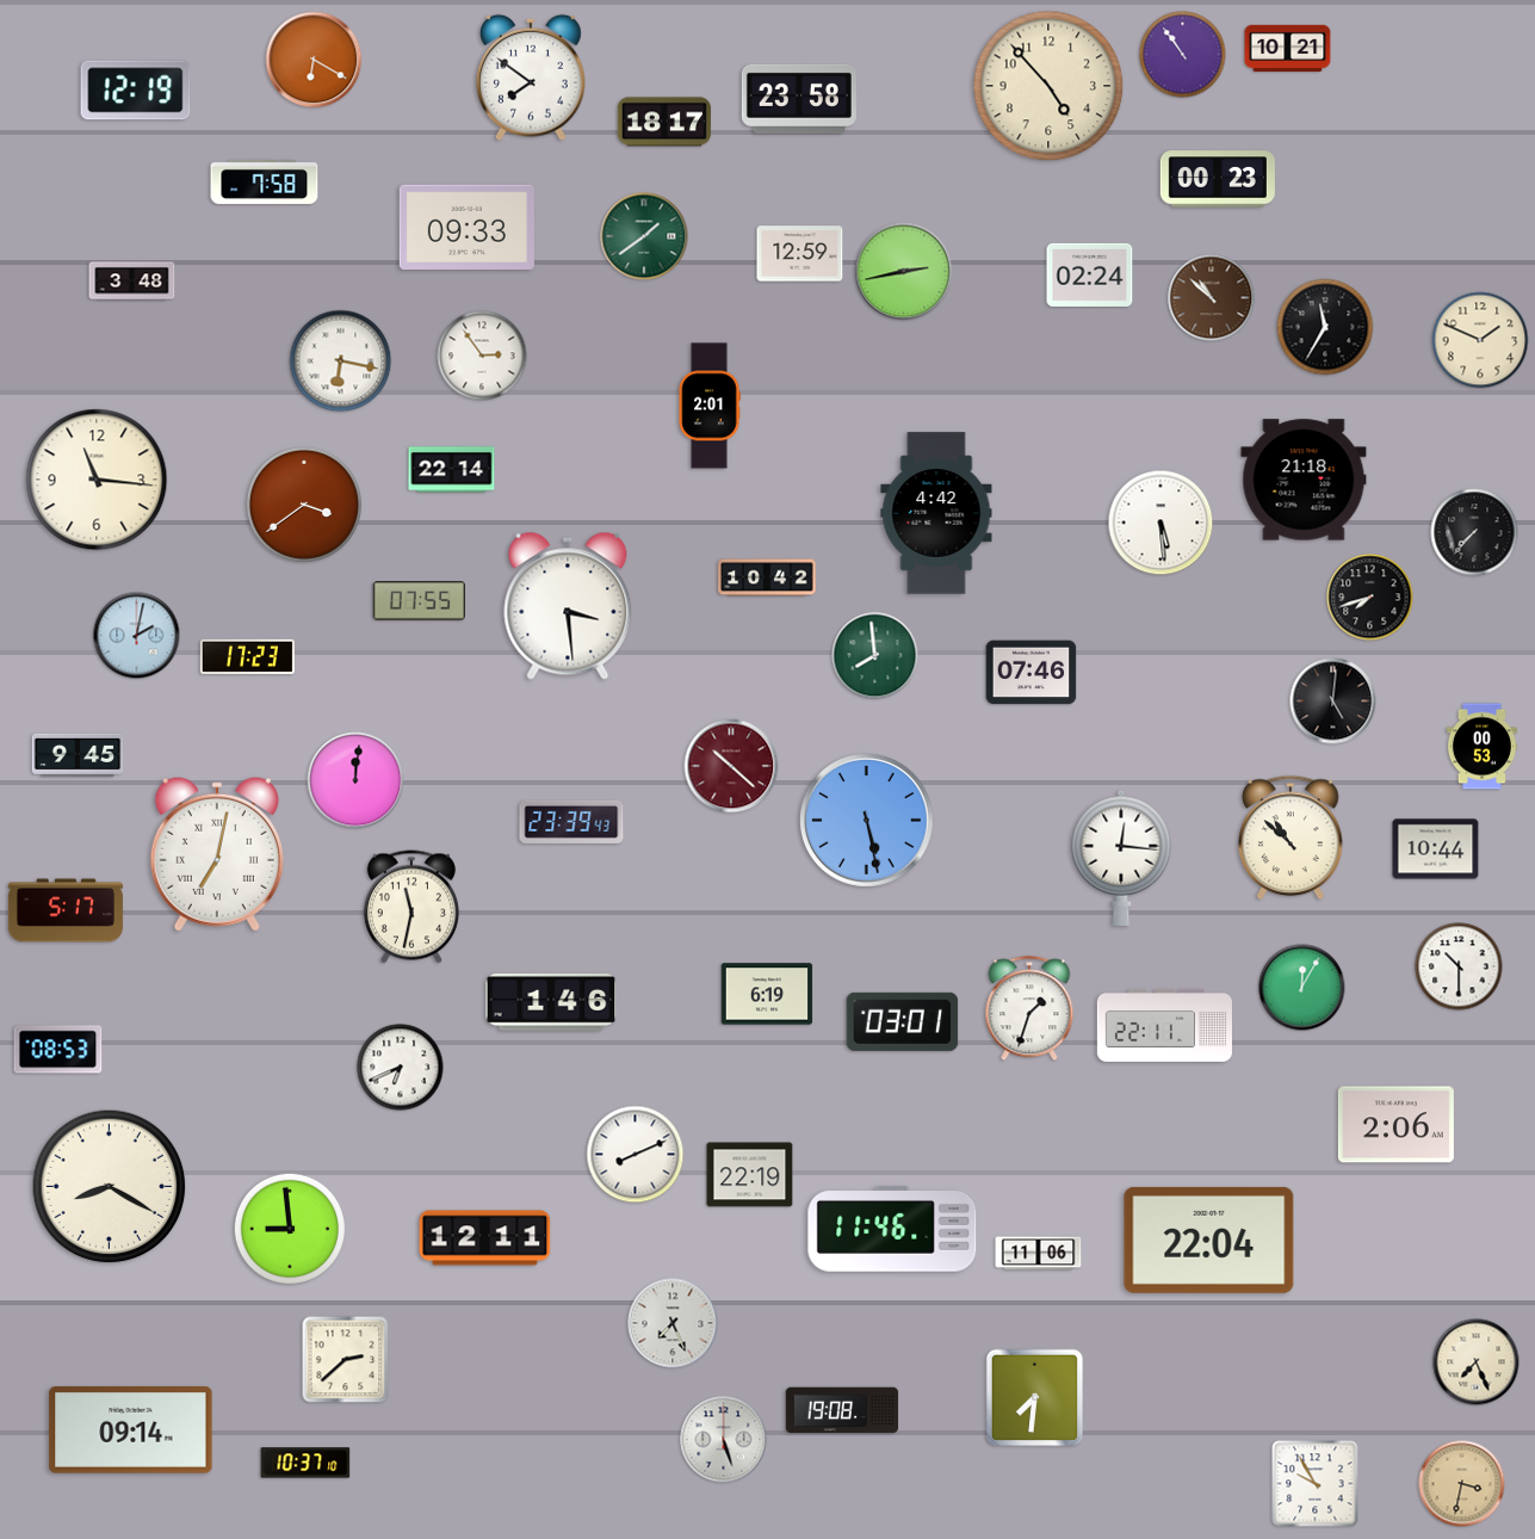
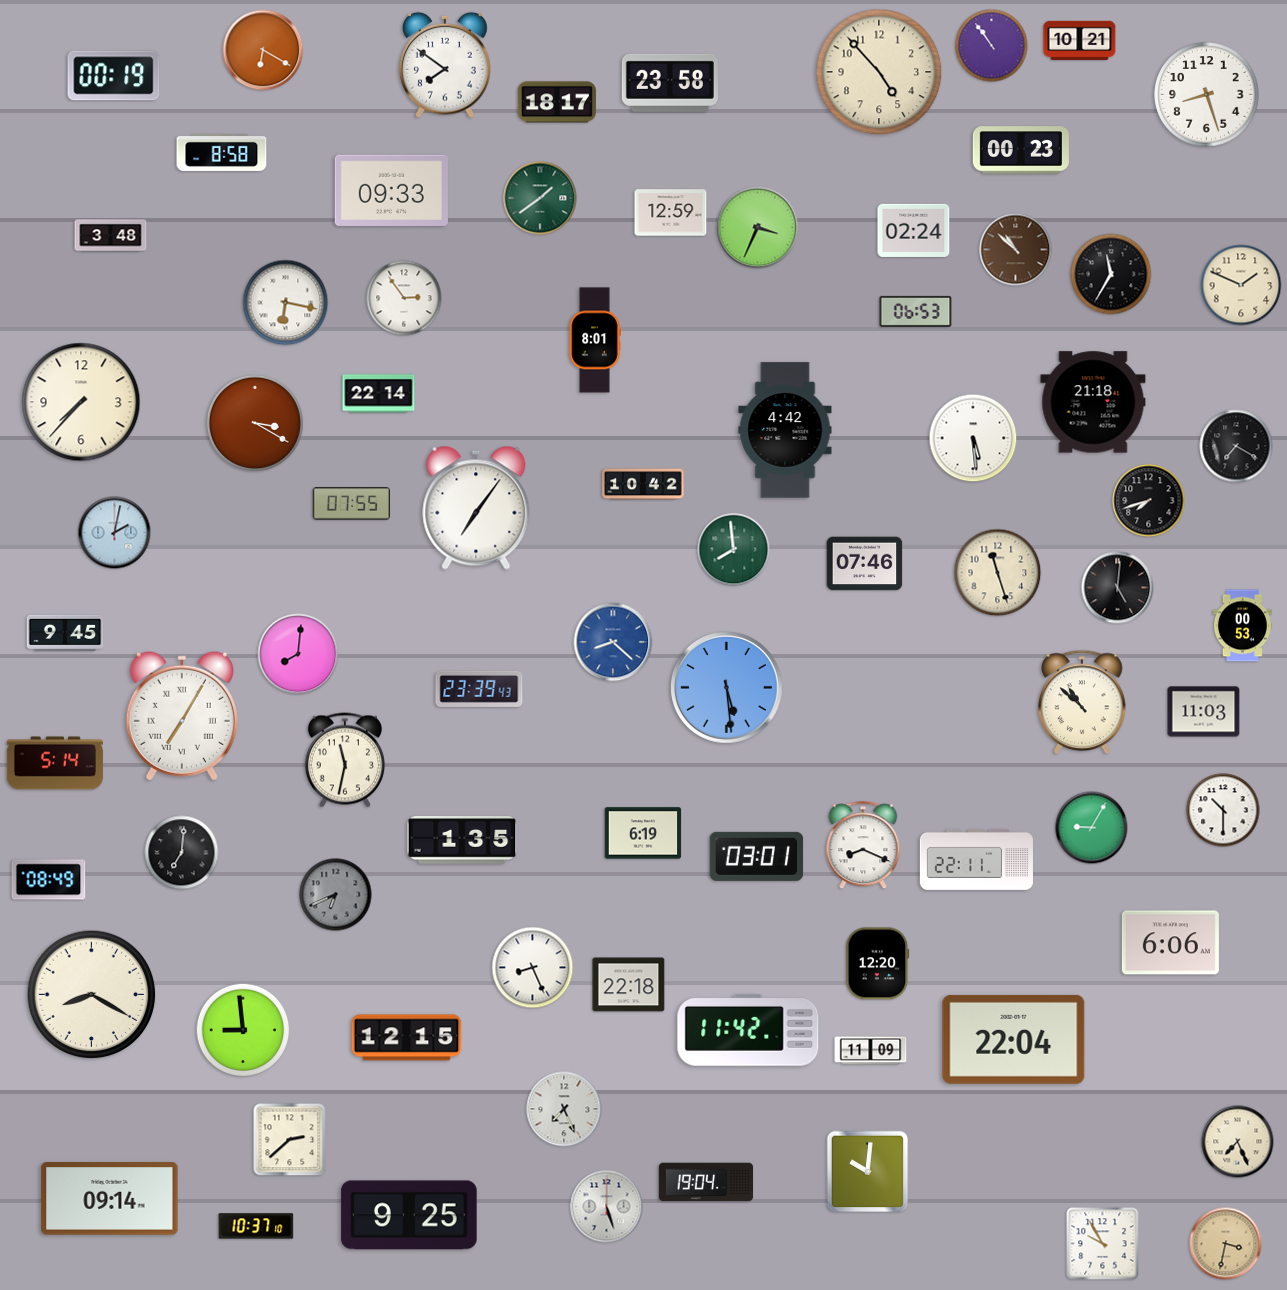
clock at (136, 91): 12:19 -> 00:19
clock at (1207, 95): none -> 8:27
clock at (265, 181): 7:58 -> 8:58
clock at (904, 272): 2:43 -> 3:34
clock at (916, 311): none -> 06:53
clock at (710, 406): 2:01 -> 8:01
clock at (97, 480): 11:16 -> 7:37
clock at (304, 505): 3:39 -> 3:20
clock at (1474, 532): 7:37 -> 7:20
clock at (568, 606): 3:29 -> 7:06
clock at (247, 656): 17:23 -> none
clock at (998, 573): none -> 11:27
clock at (731, 766): 10:22 -> 8:22
clock at (731, 766) dial: burgundy -> blue
clock at (355, 780): 12:01 -> 8:01
clock at (867, 821): 5:28 -> 5:29
clock at (1436, 849): 10:44 -> 11:03
clock at (217, 854): 7:02 -> 7:05
clock at (1121, 858): 12:16 -> none
clock at (66, 910): 5:17 -> 5:14
clock at (1302, 988): 12:05 -> 9:05
clock at (551, 1002): 1:46 -> 1:35
clock at (1029, 1009): 1:33 -> 8:19
clock at (182, 853): none -> 7:01
clock at (58, 1050): 08:53 -> 08:49
clock at (401, 1068) dial: white -> grey
clock at (1395, 1125): 2:06 -> 6:06
clock at (878, 964): none -> 12:20
clock at (636, 1155): 8:11 -> 8:26
clock at (750, 1175): 22:19 -> 22:18
clock at (892, 1230): 11:46 -> 11:42
clock at (485, 1238): 12:11 -> 12:15
clock at (1039, 1254): 11:06 -> 11:09
clock at (1035, 1398): 7:31 -> 10:01
clock at (842, 1410): 19:08 -> 19:04
clock at (409, 1215): none -> 9:25
